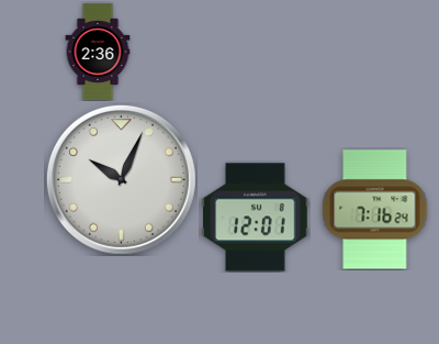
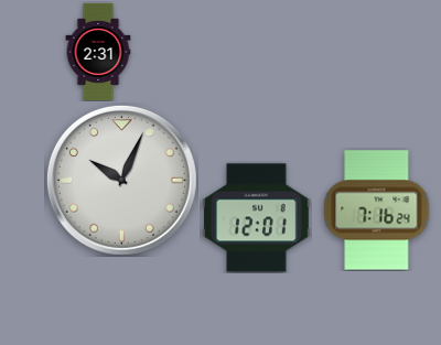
clock at (98, 52): 2:36 -> 2:31
